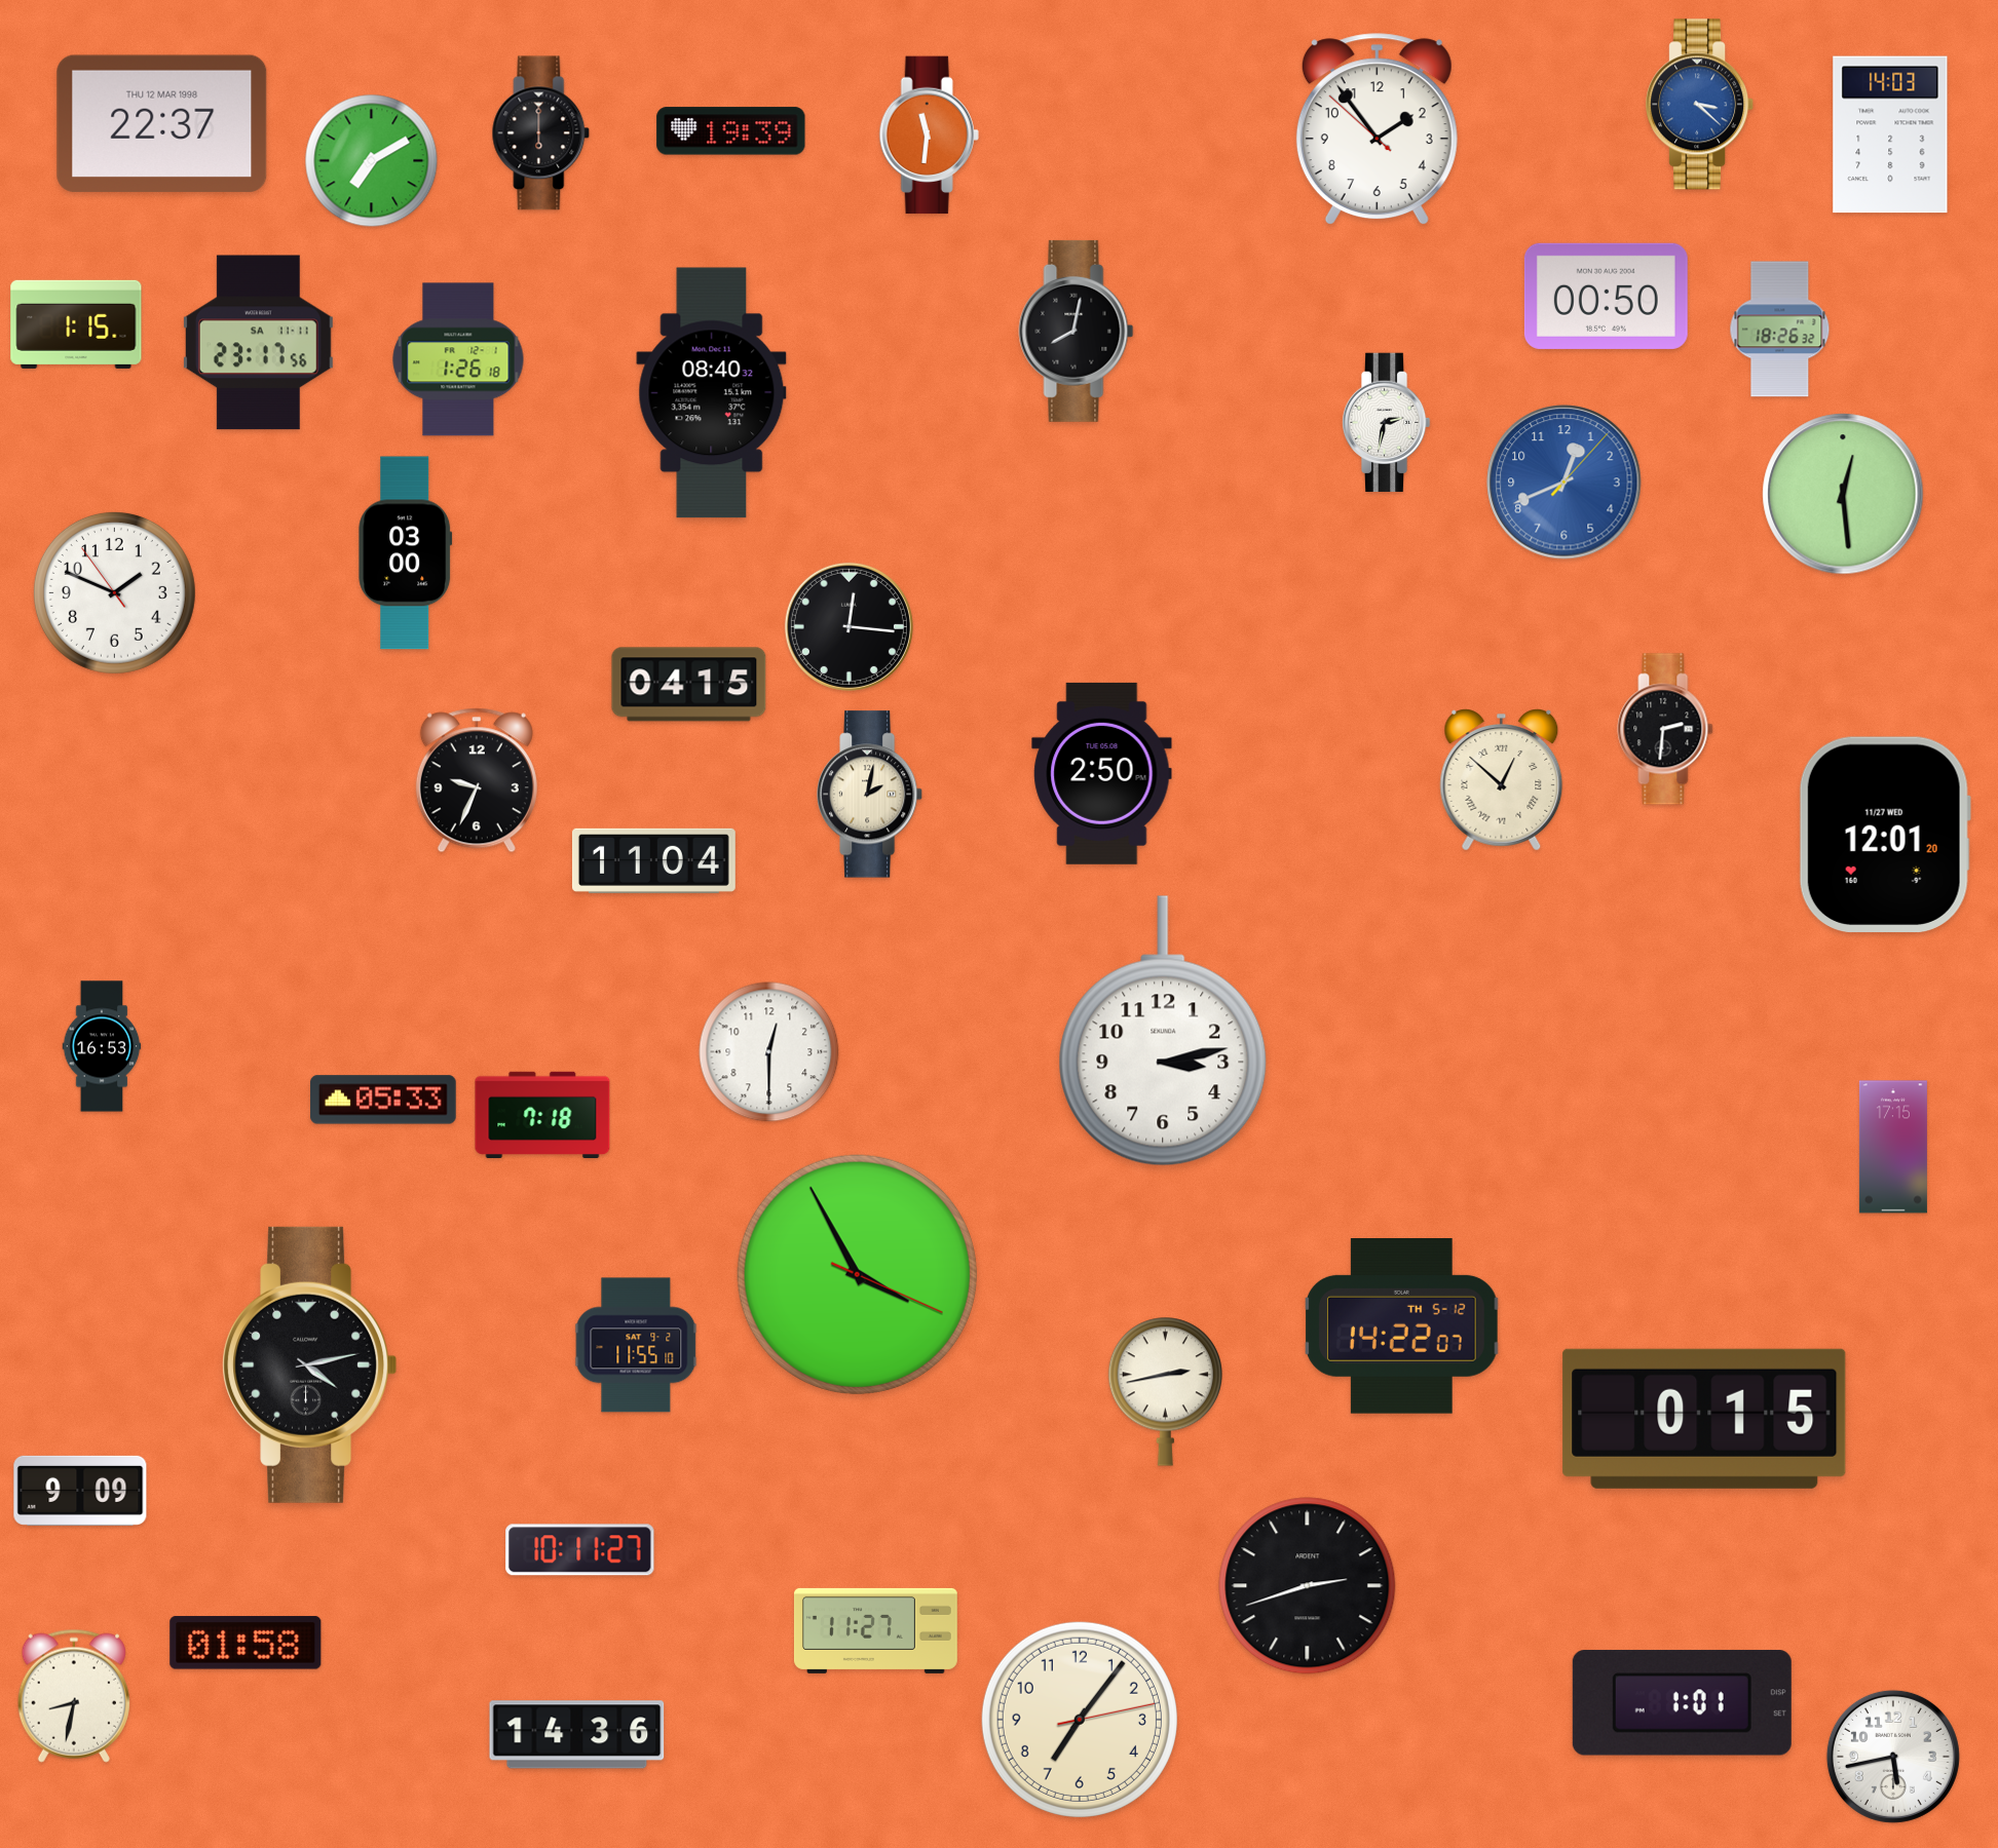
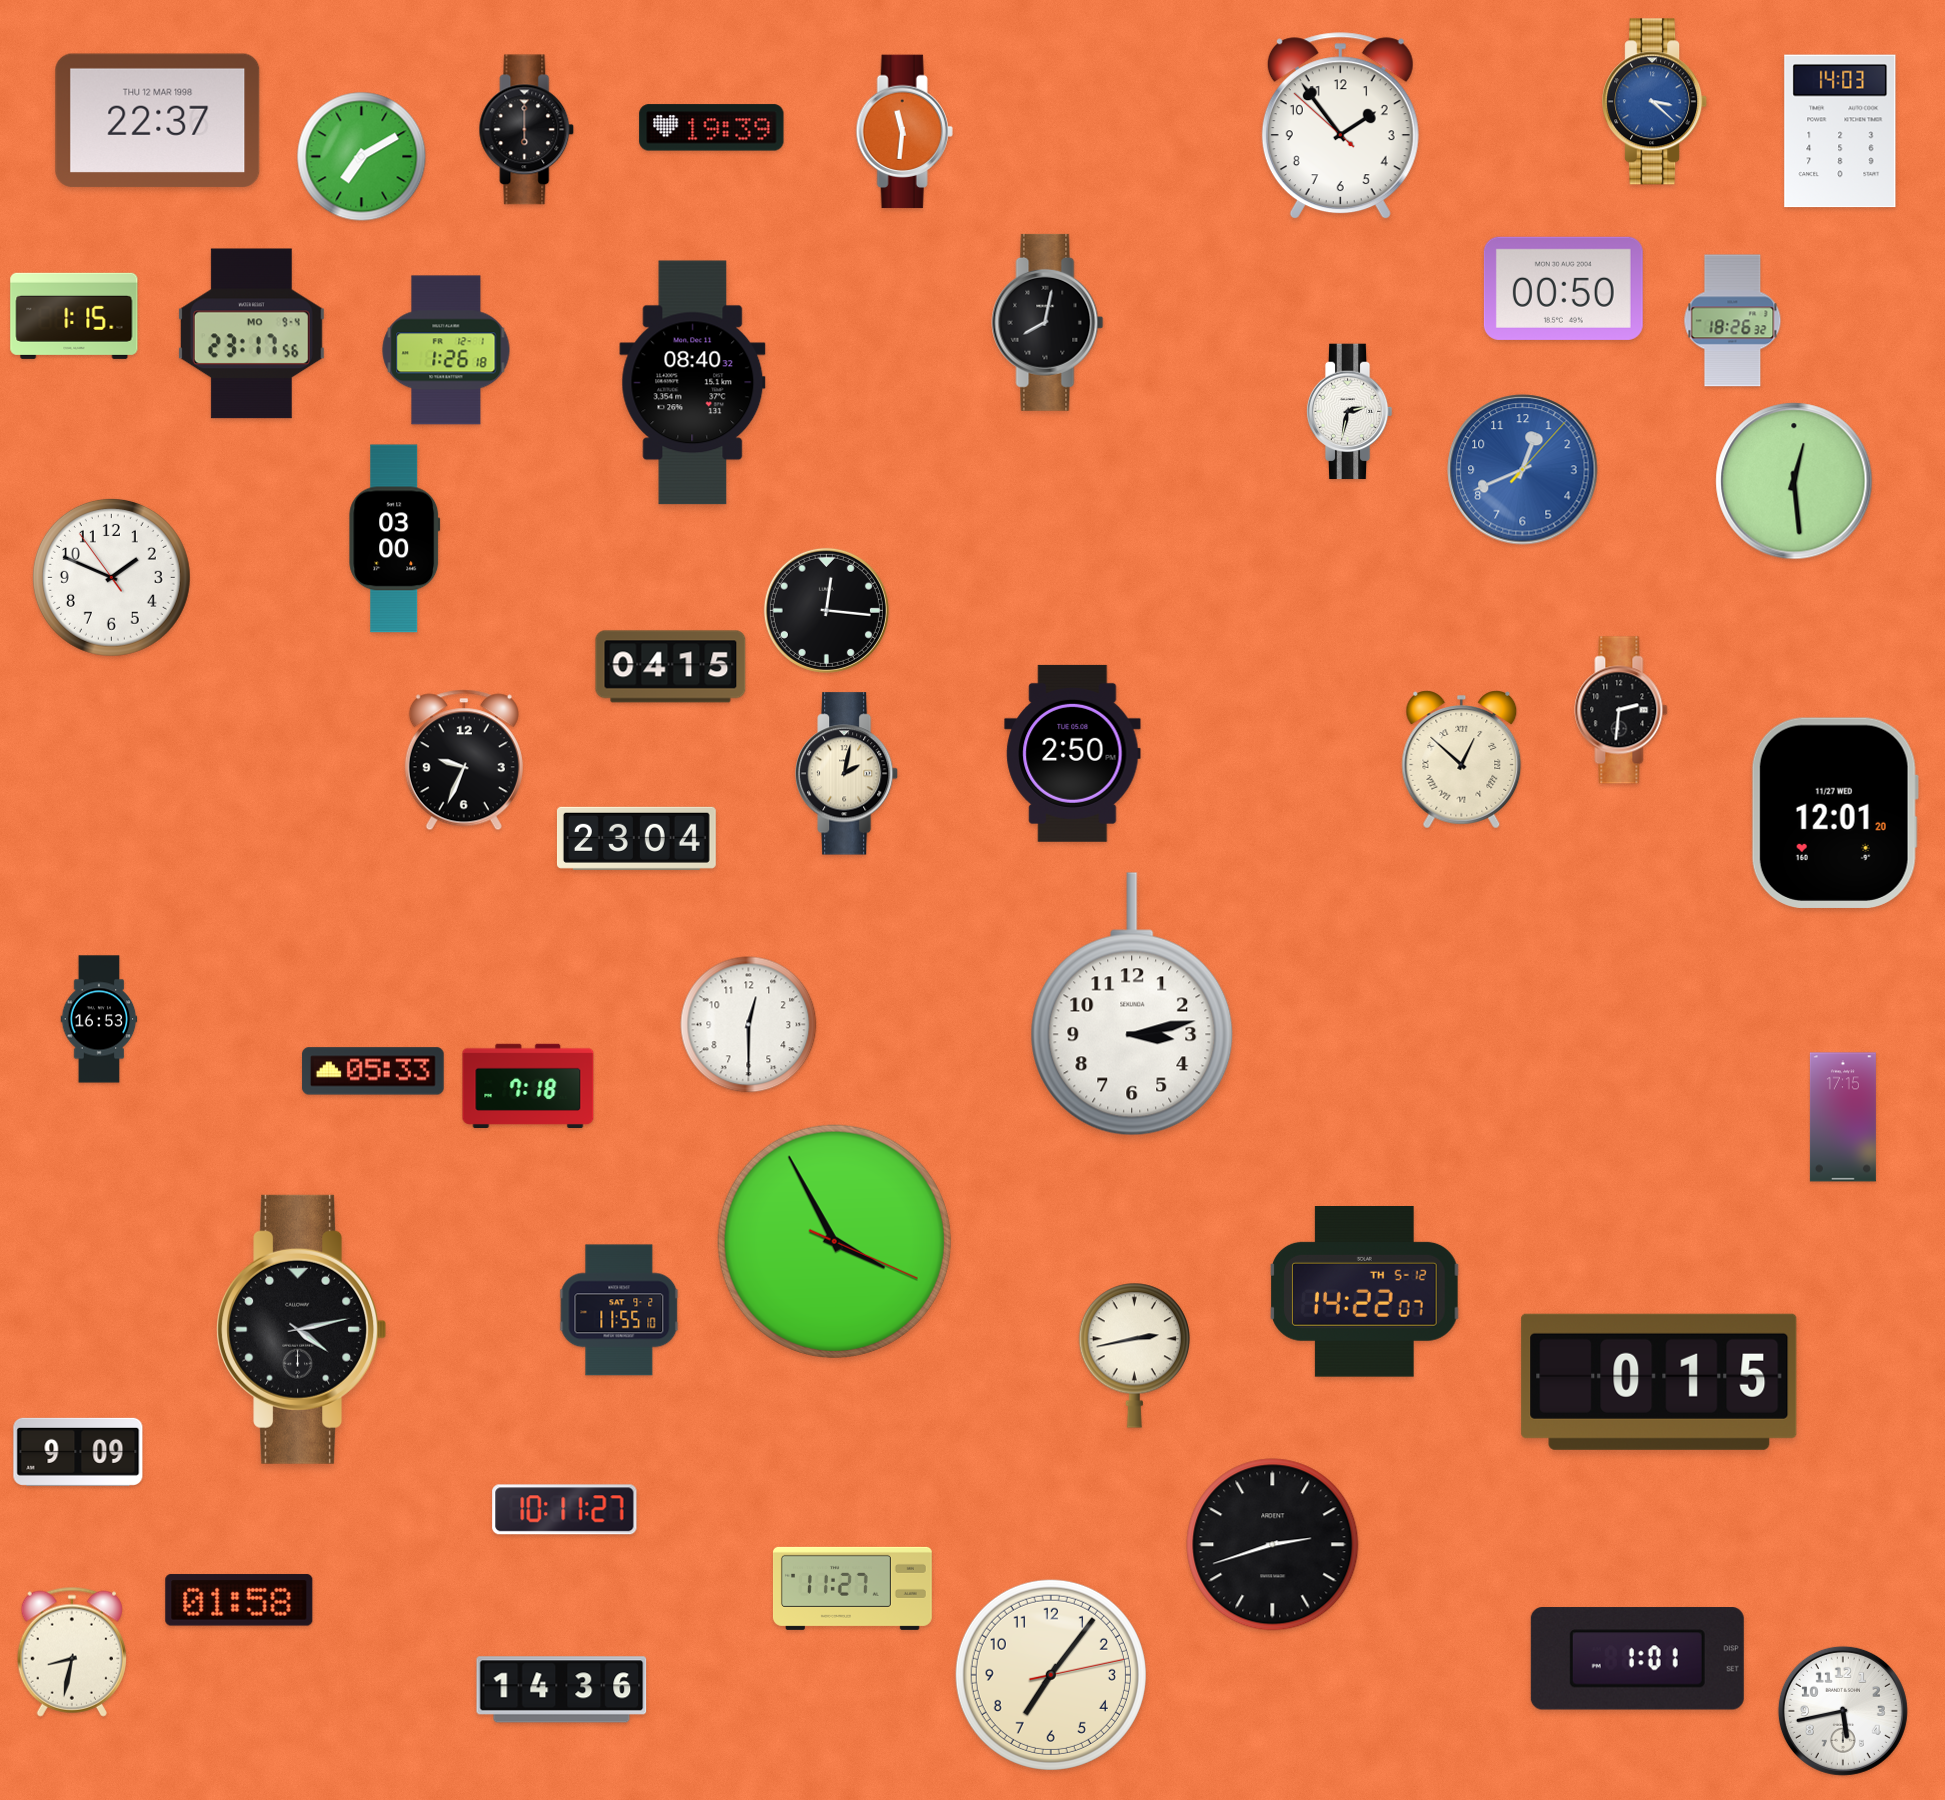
clock at (258, 343) date: SA 11-11 -> MO 9-4
clock at (653, 860): 11:04 -> 23:04
